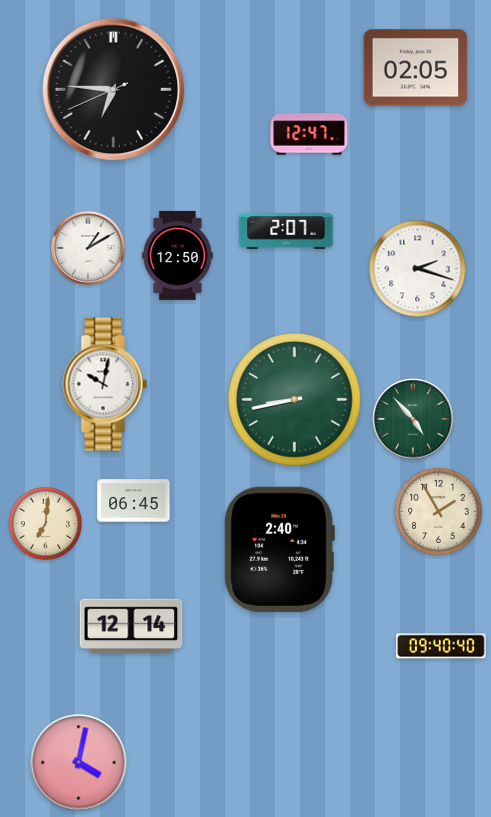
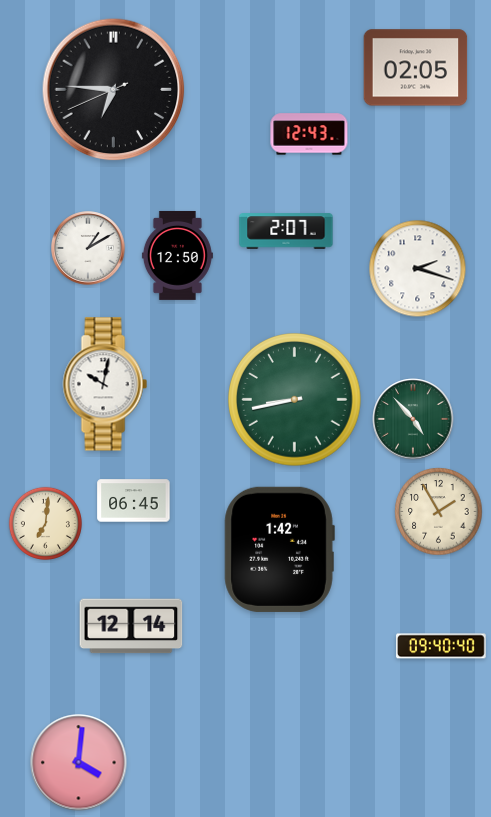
clock at (309, 134): 12:47 -> 12:43
clock at (279, 549): 2:40 -> 1:42
clock at (79, 763): 4:02 -> 4:01
